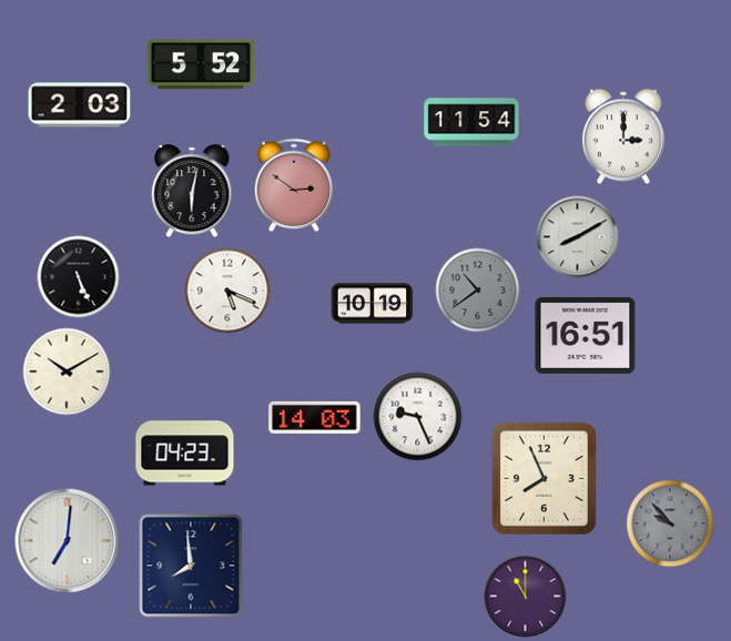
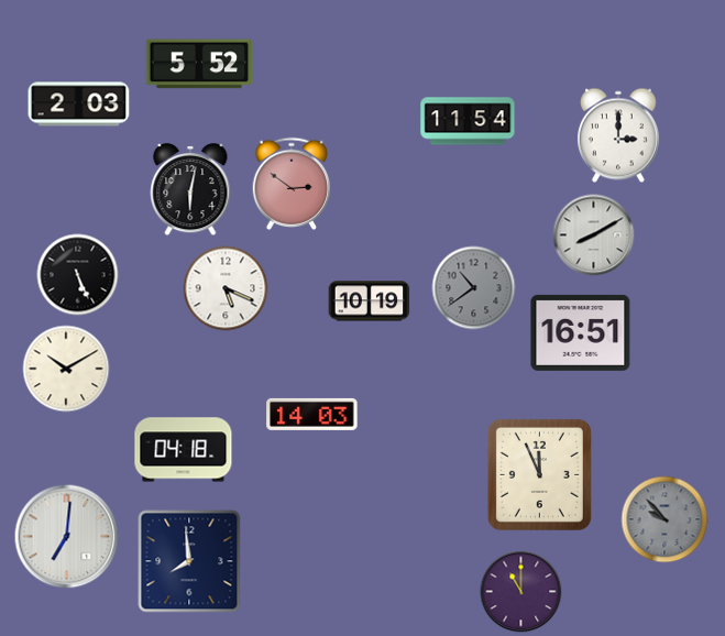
clock at (578, 237) position: (578, 237) -> (594, 235)
clock at (418, 417): 9:26 -> none
clock at (185, 454): 04:23 -> 04:18
clock at (544, 478): 7:56 -> 11:56
